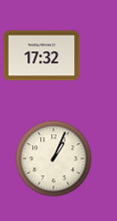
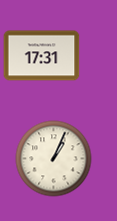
clock at (42, 56): 17:32 -> 17:31
